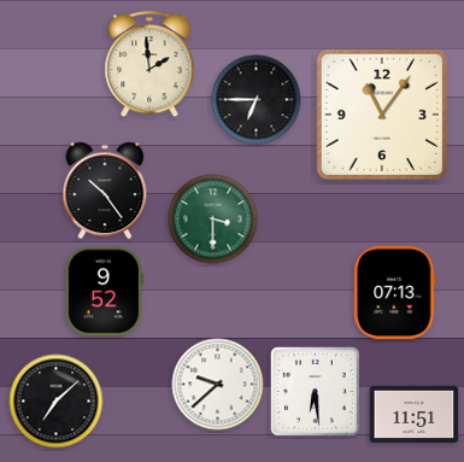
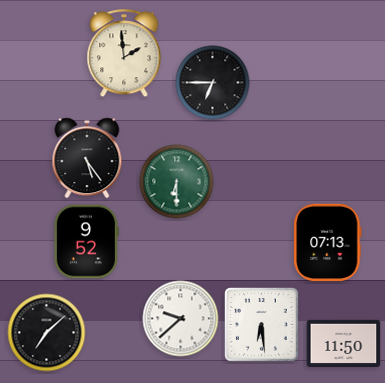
clock at (382, 115): 11:06 -> none
clock at (105, 191): 10:24 -> 5:24
clock at (213, 220): 3:30 -> 6:30
clock at (415, 414): 11:51 -> 11:50
